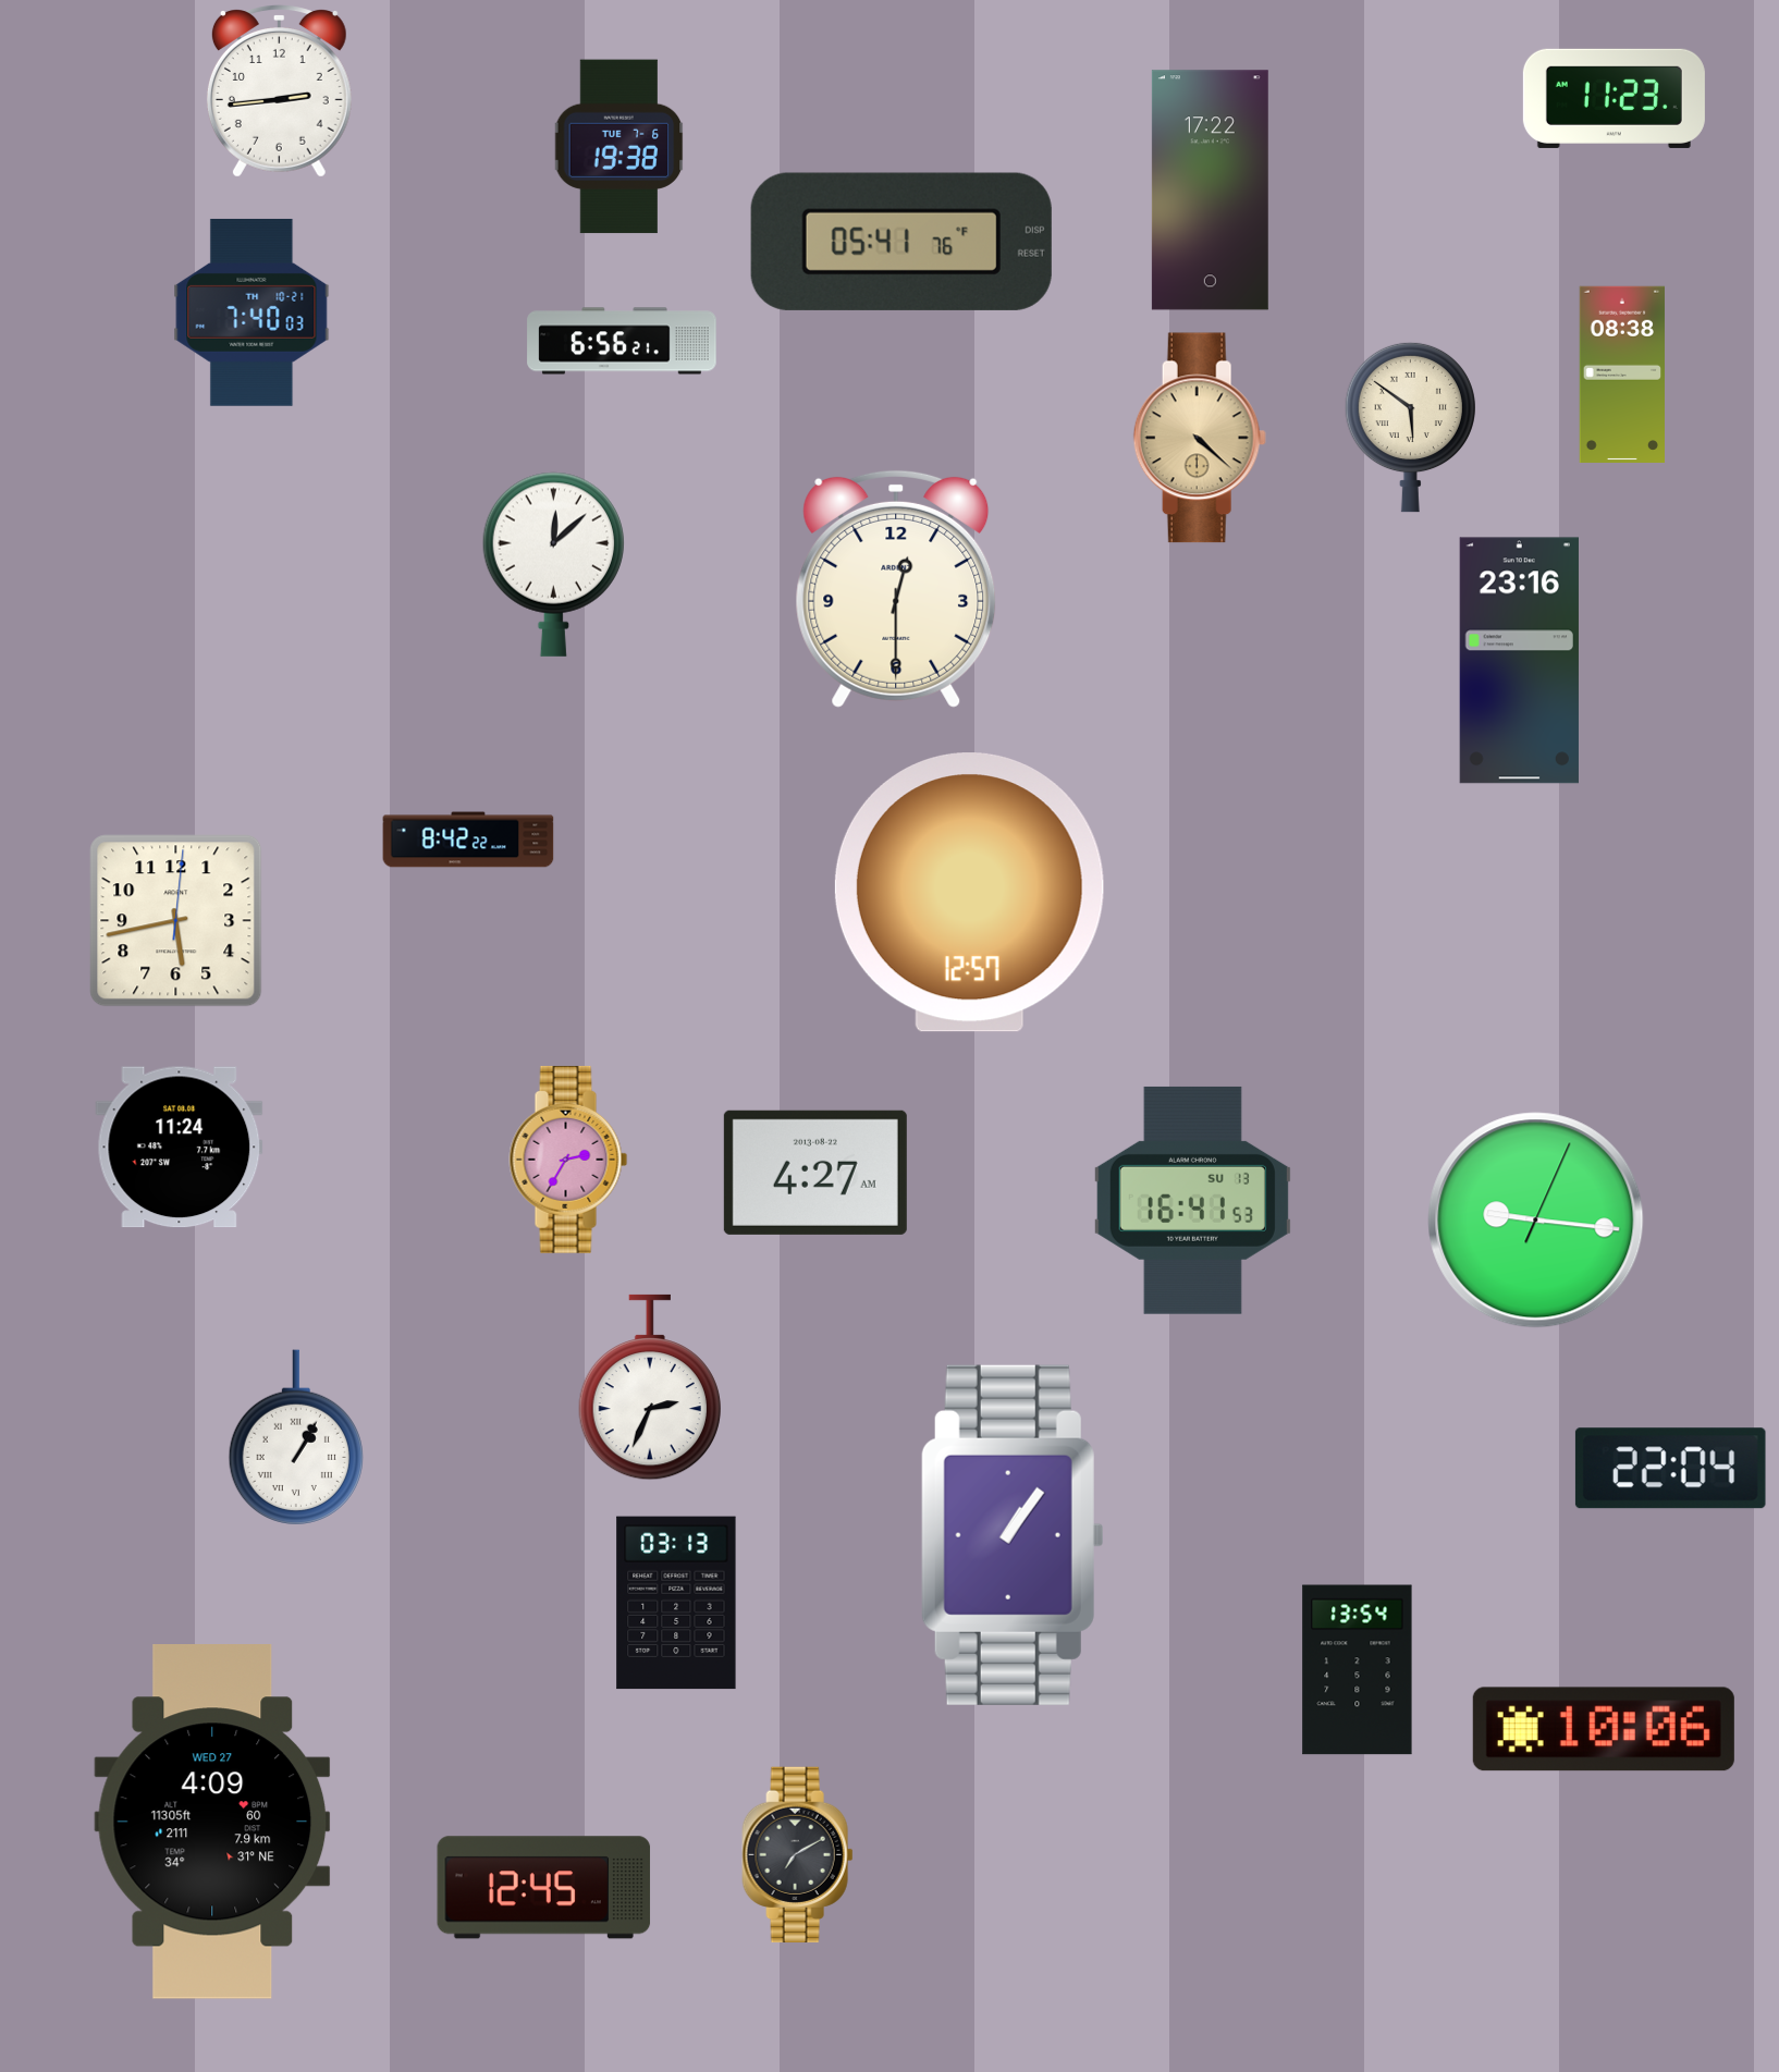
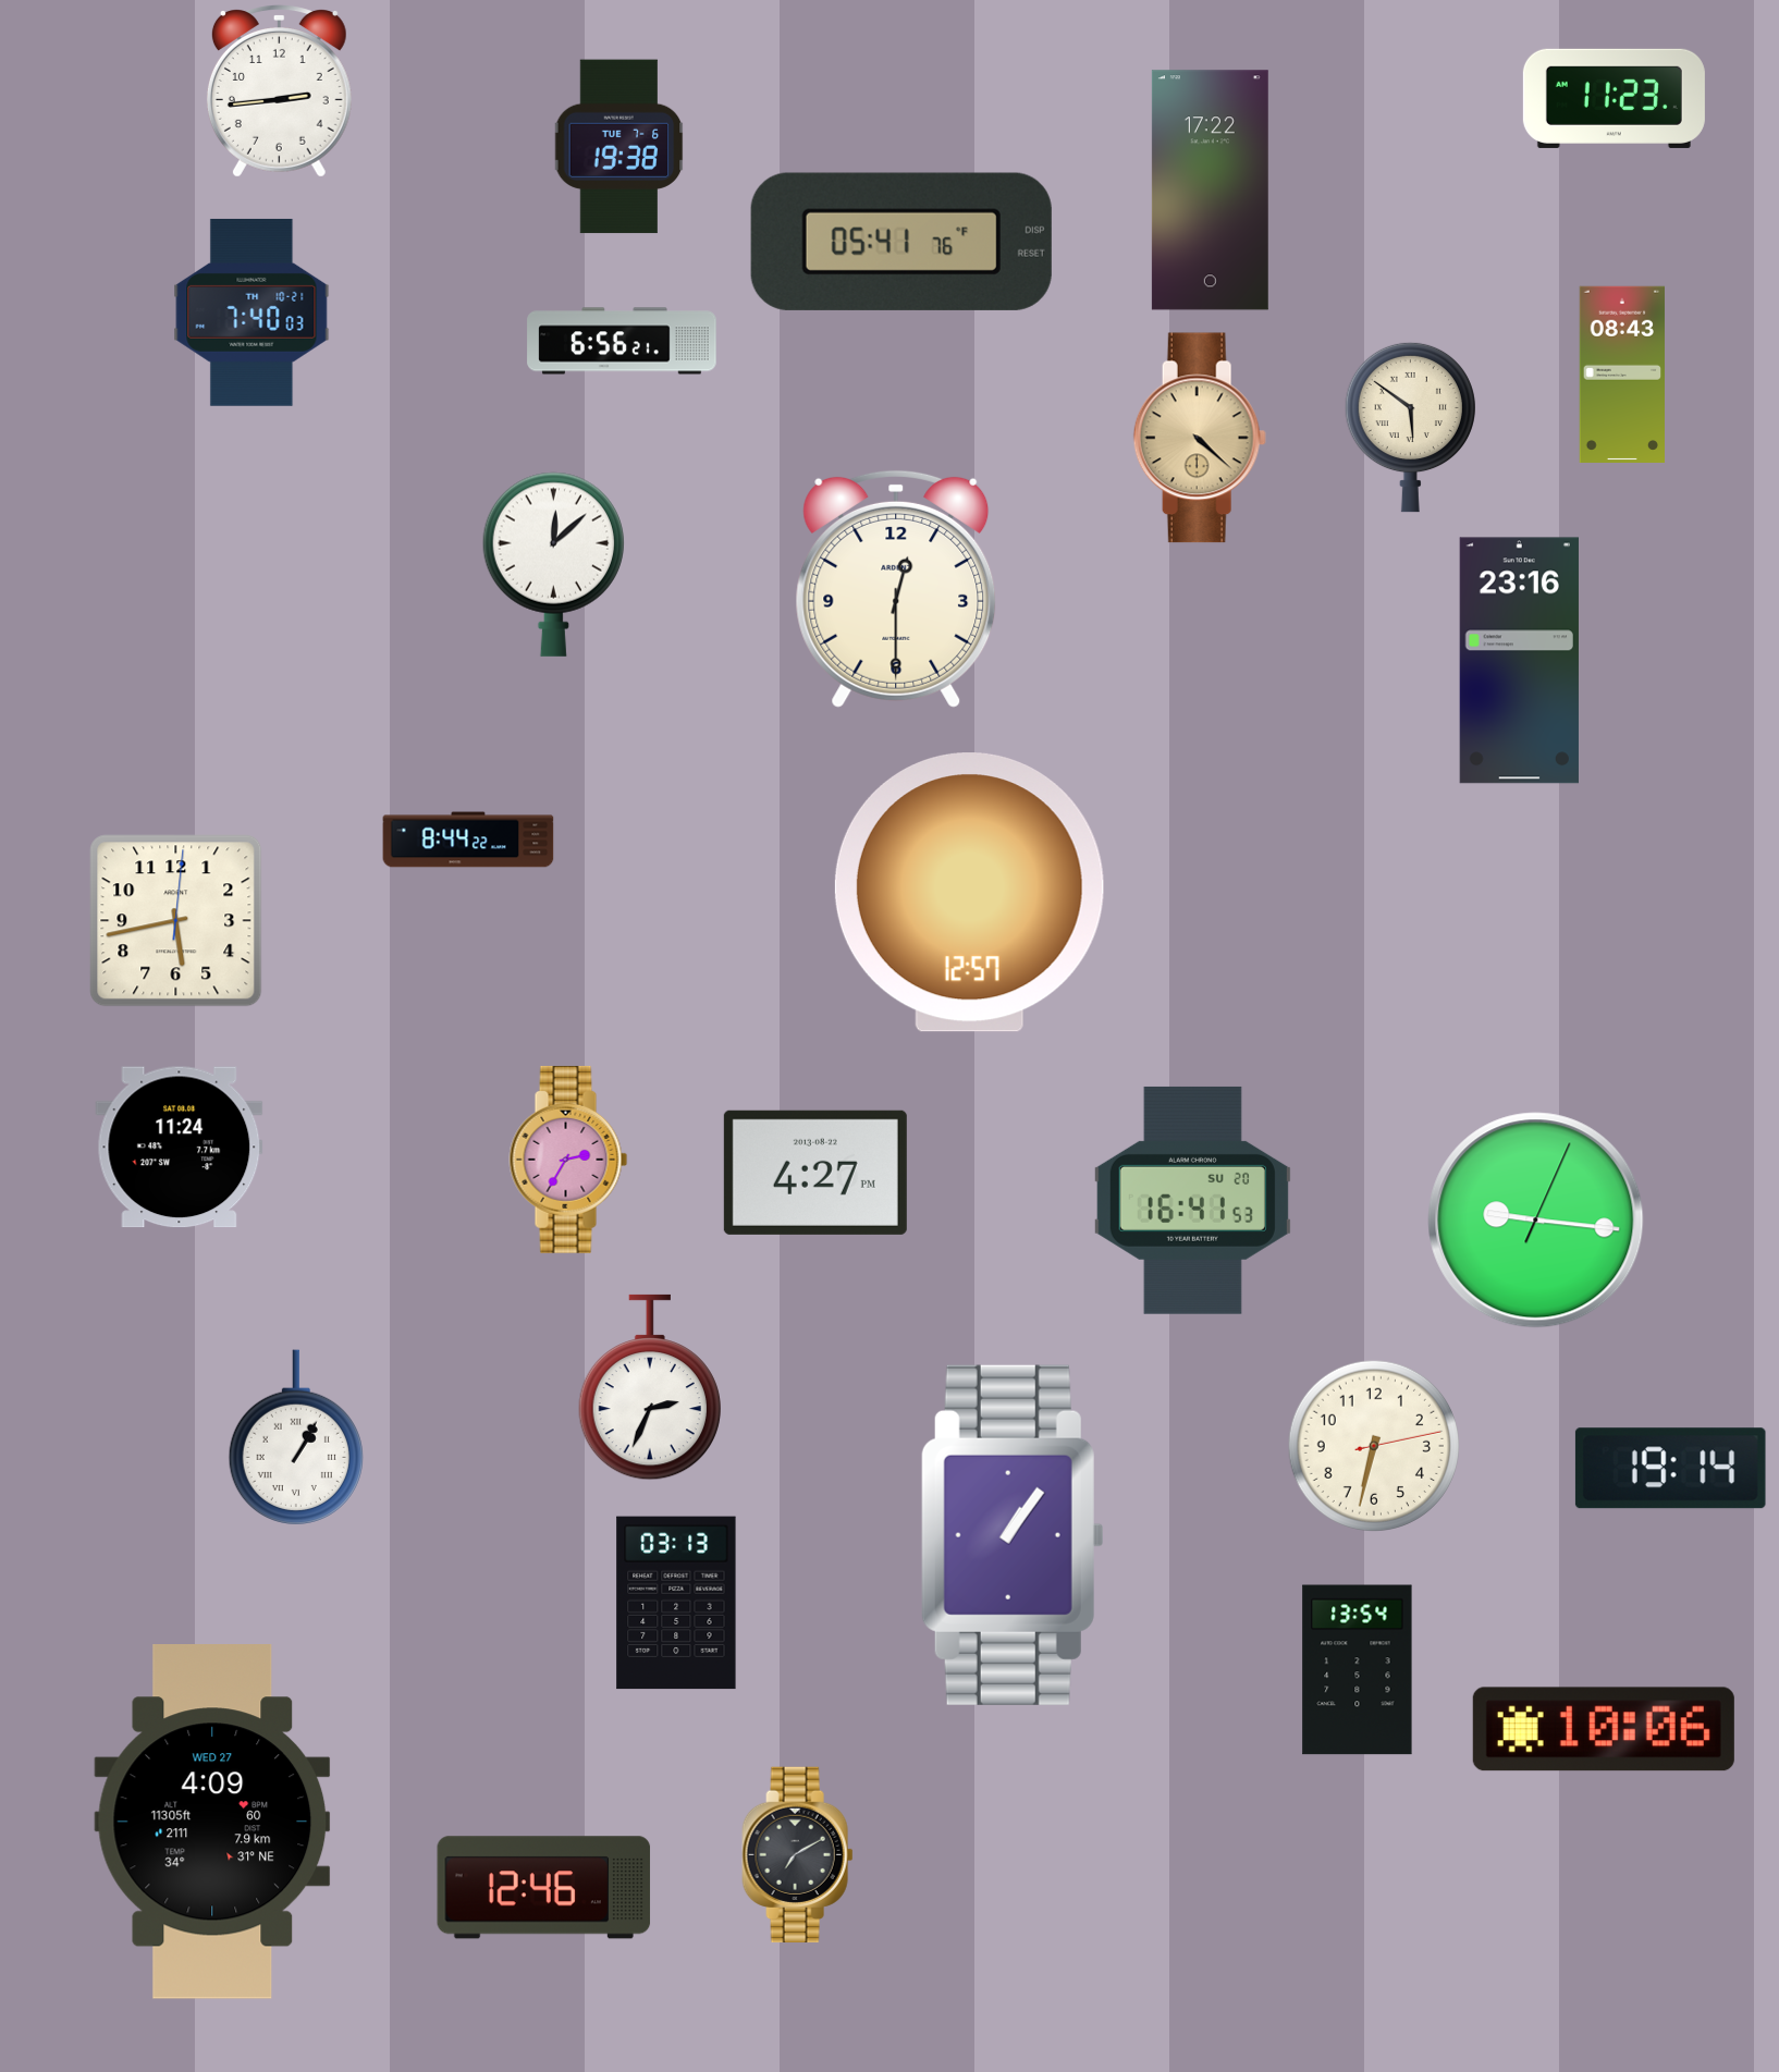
clock at (1621, 373): 08:38 -> 08:43
clock at (468, 839): 8:42 -> 8:44
clock at (815, 1173): 4:27 AM -> 4:27 PM
clock at (1192, 1200) date: SU 13 -> SU 20
clock at (1373, 1445): none -> 6:32
clock at (1670, 1469): 22:04 -> 19:14
clock at (544, 1888): 12:45 -> 12:46
